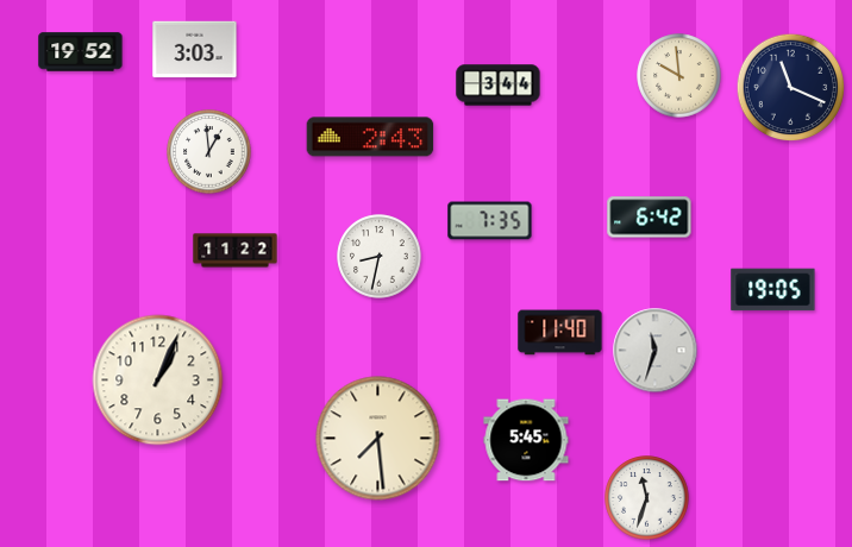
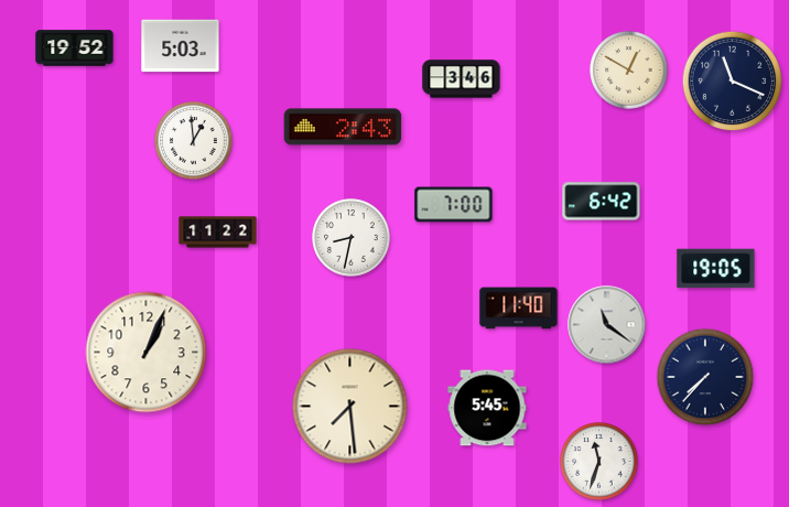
clock at (195, 50): 3:03 -> 5:03
clock at (679, 76): 9:59 -> 12:50
clock at (499, 86): 3:44 -> 3:46
clock at (490, 221): 7:35 -> 7:00
clock at (656, 351): 11:33 -> 11:21
clock at (705, 377): none -> 7:37
